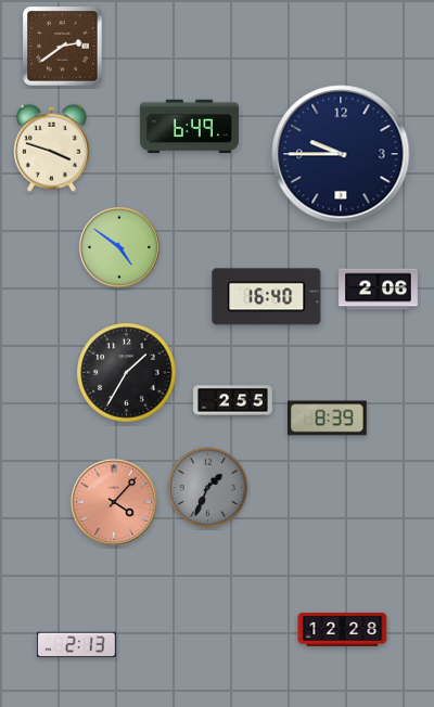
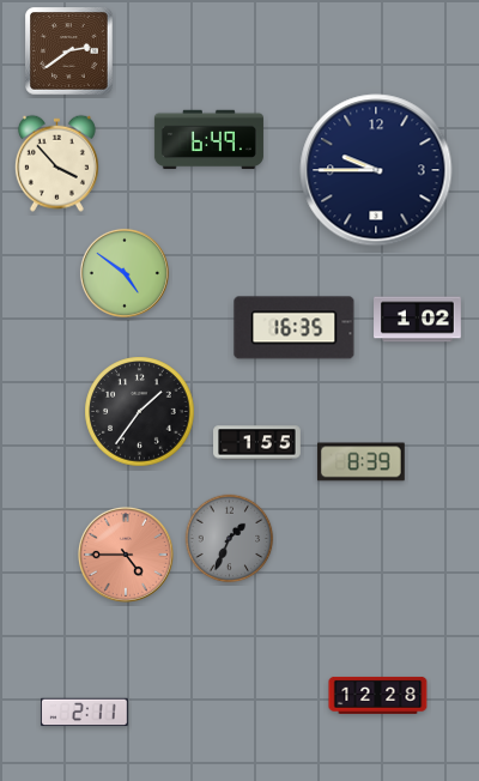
clock at (51, 147): 3:48 -> 3:53
clock at (119, 247) position: (119, 247) -> (125, 273)
clock at (379, 290): 2:06 -> 1:02
clock at (267, 297): 16:40 -> 16:35
clock at (127, 373): 1:35 -> 1:36
clock at (233, 401): 2:55 -> 1:55
clock at (114, 502): 4:07 -> 4:45
clock at (77, 645): 2:13 -> 2:11
